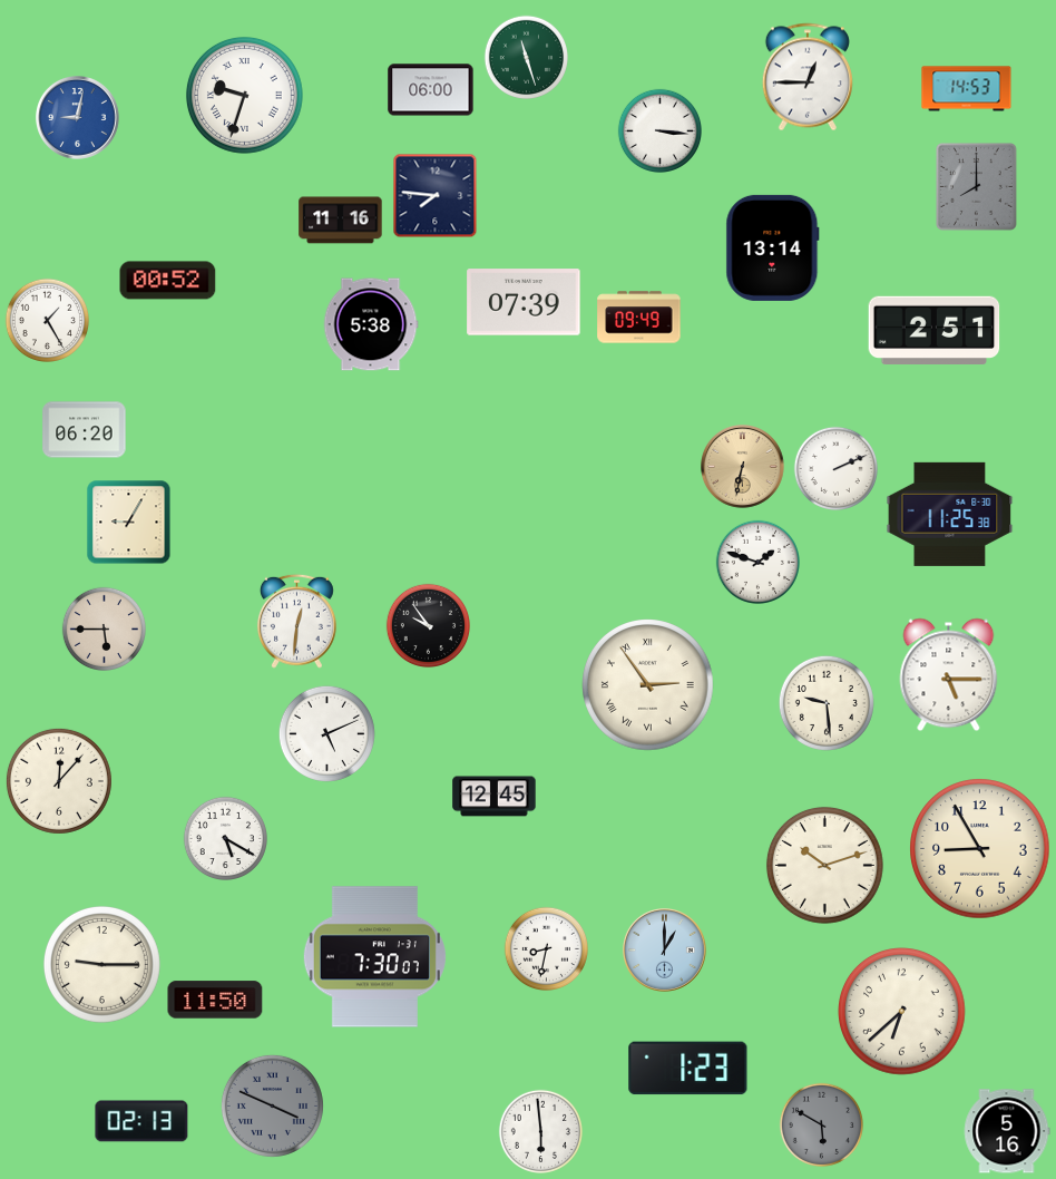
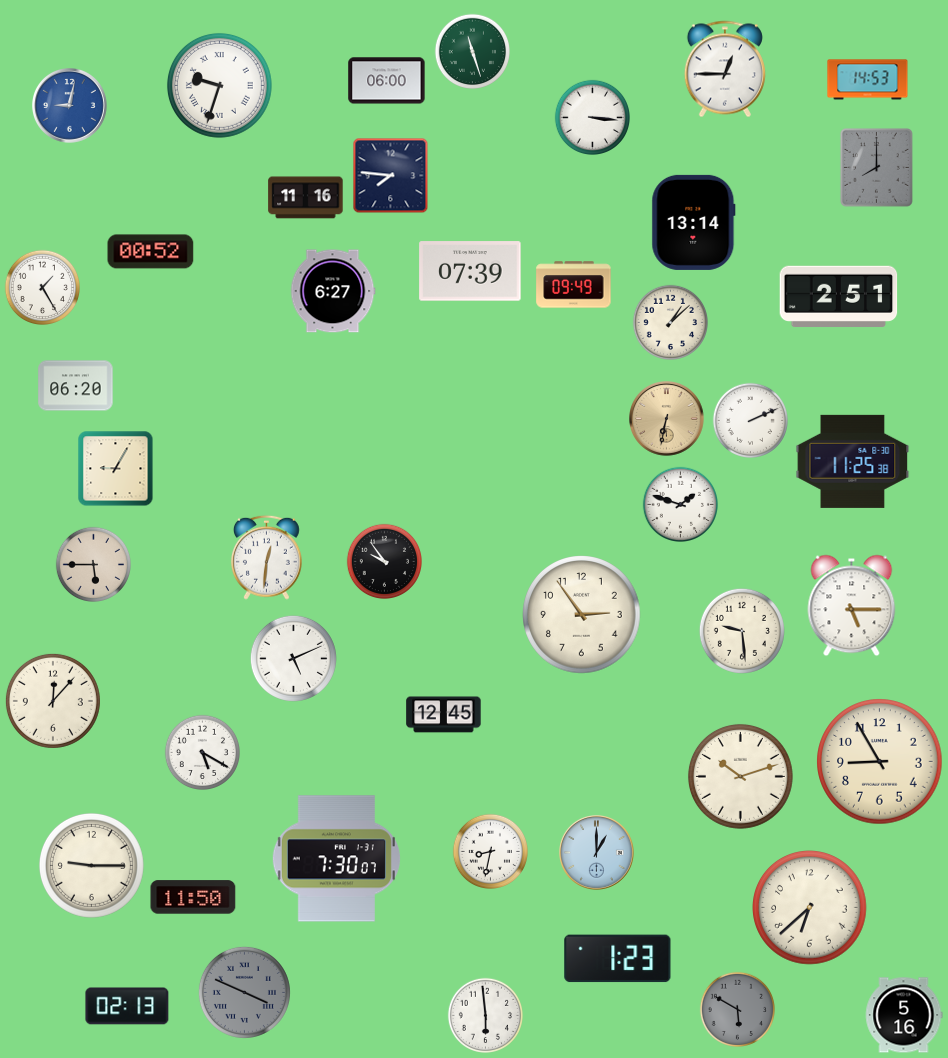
clock at (371, 324): 5:38 -> 6:27
clock at (670, 322): none -> 1:08
clock at (648, 685) numerals: Roman -> Arabic
